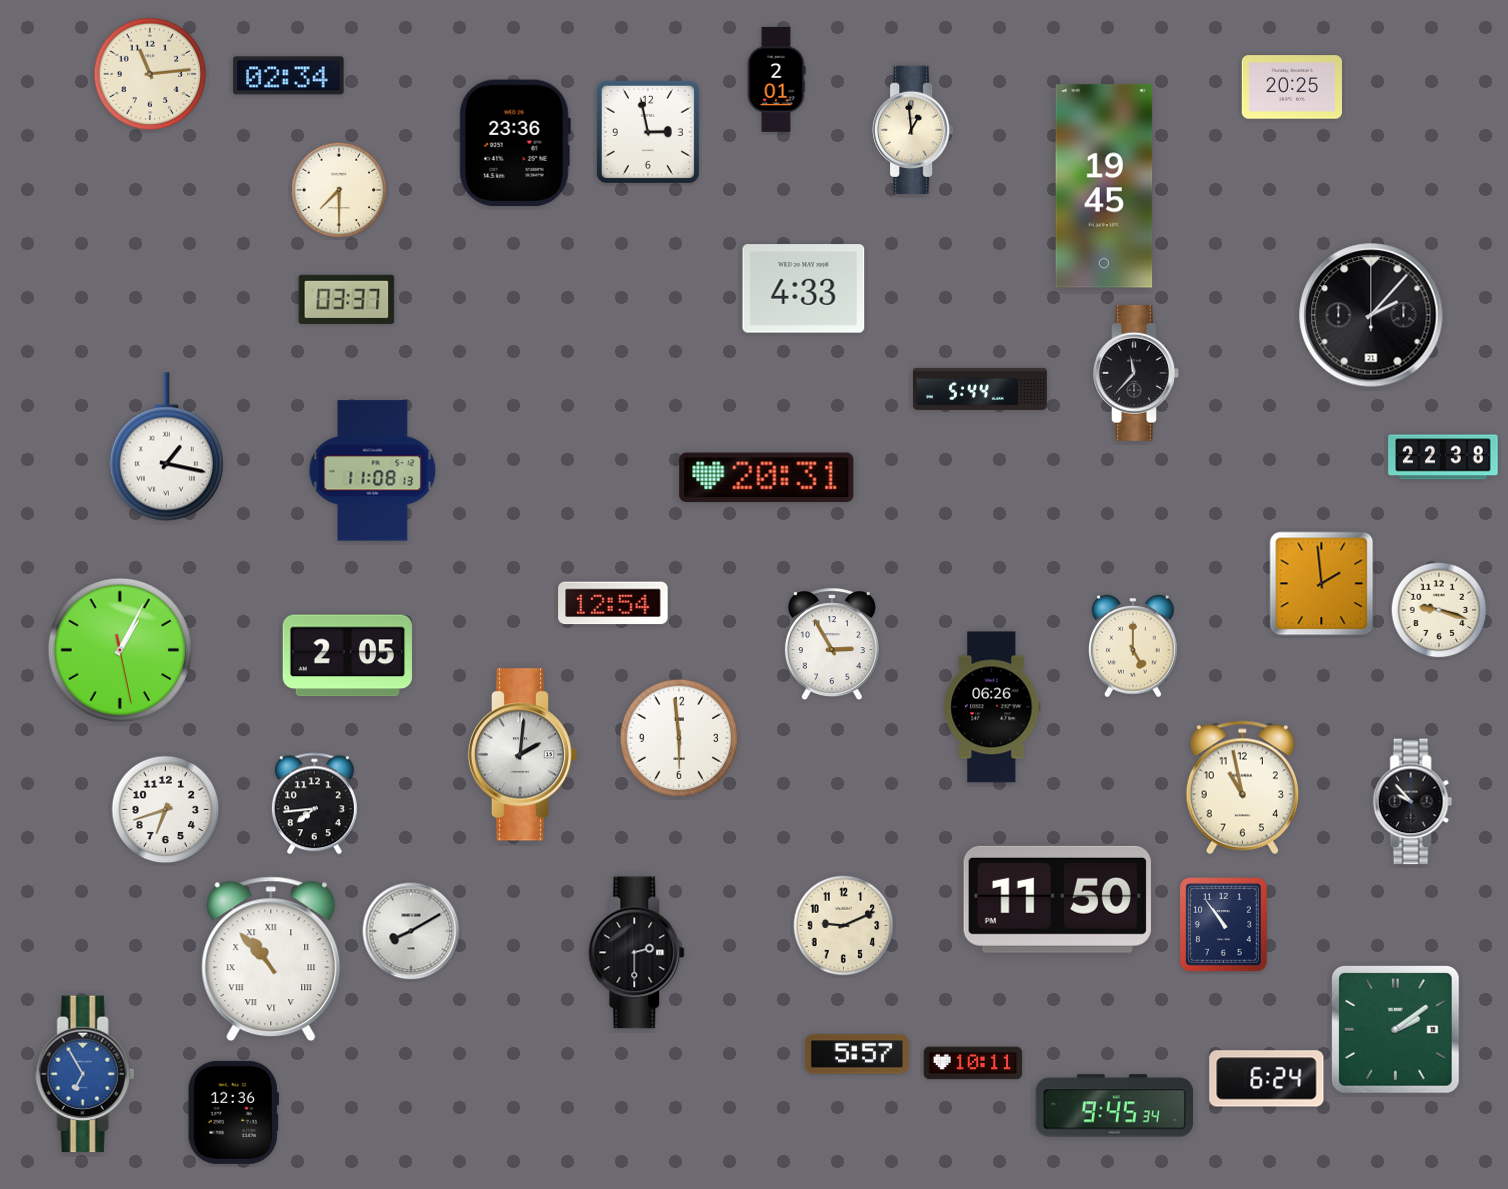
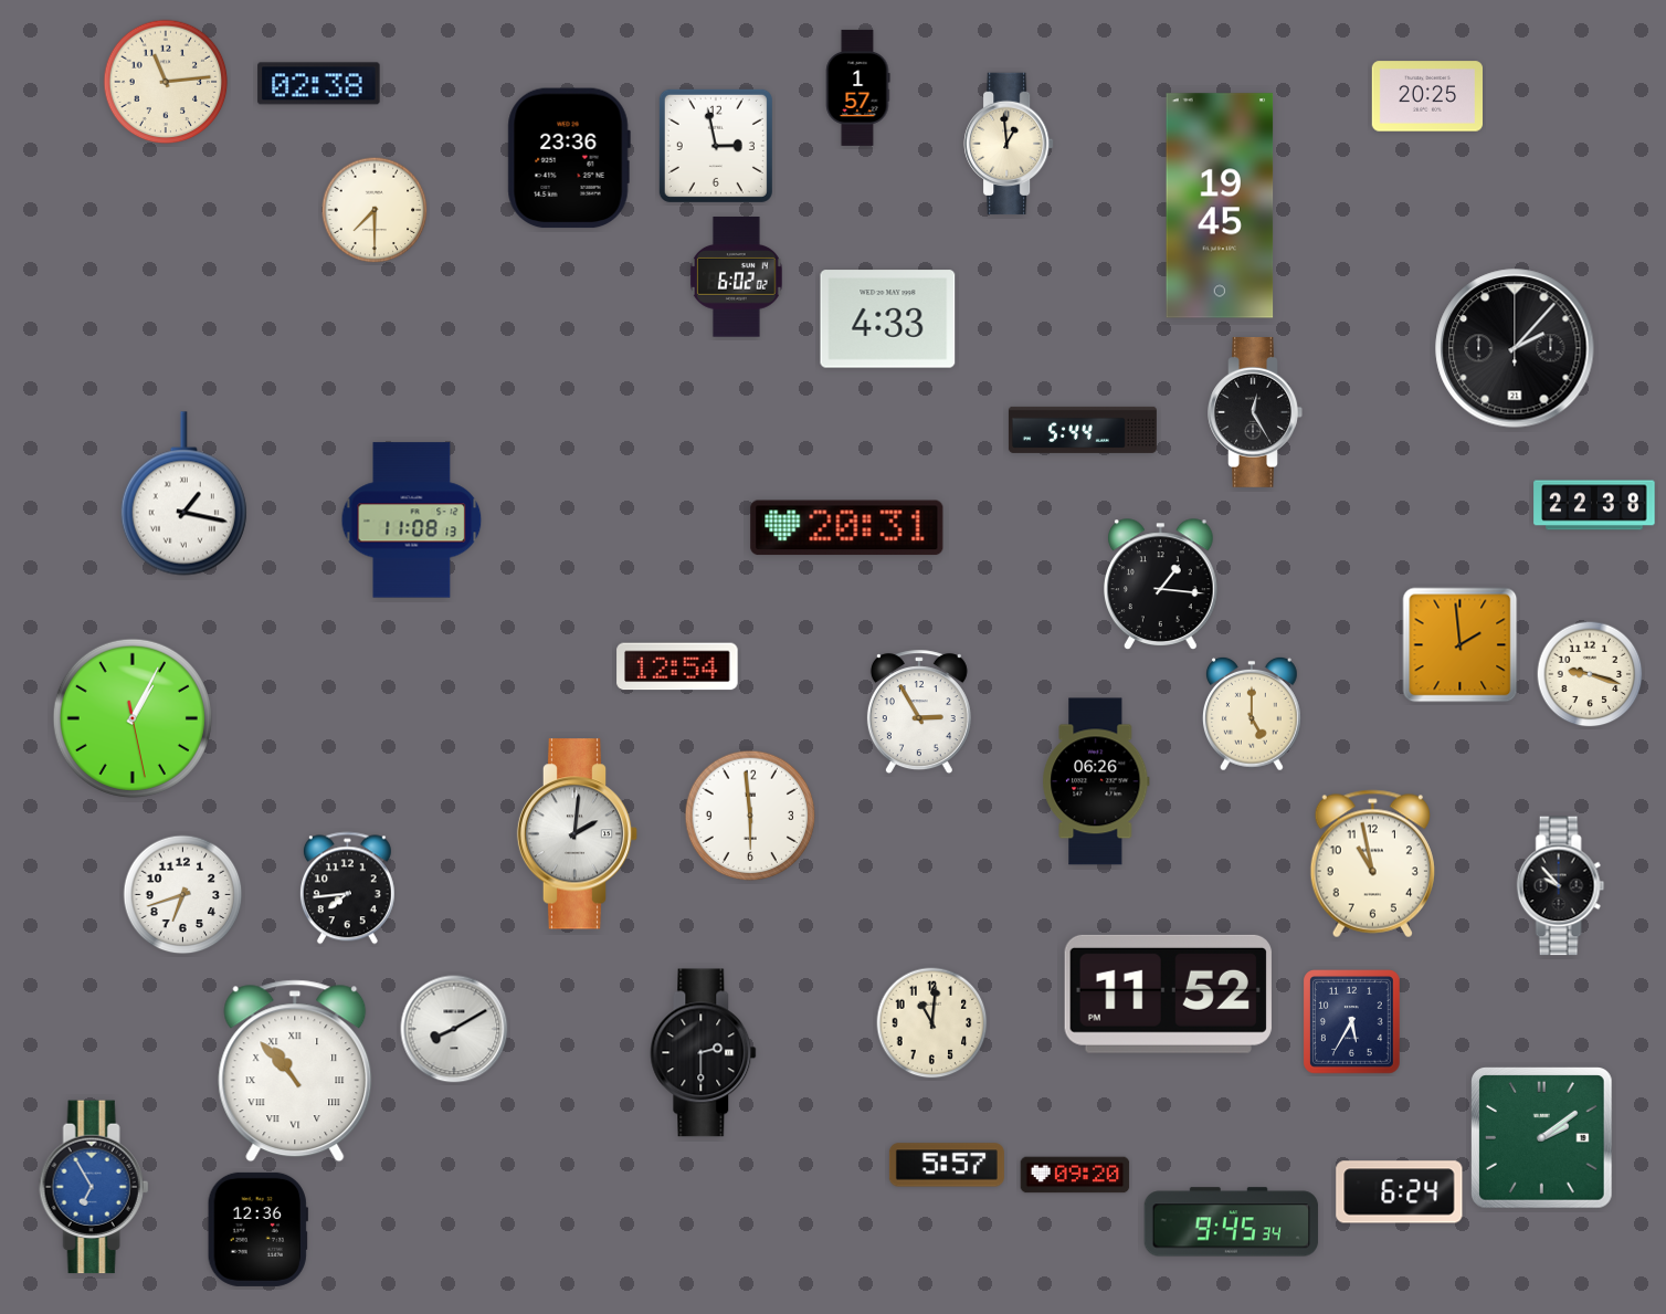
clock at (289, 76): 02:34 -> 02:38
clock at (776, 79): 2:01 -> 1:57
clock at (737, 277): none -> 6:02
clock at (347, 299): 03:37 -> none
clock at (1136, 373): 11:37 -> 12:25
clock at (1161, 585): none -> 1:16
clock at (347, 656): 2:05 -> none
clock at (1242, 788) position: (1242, 788) -> (1372, 864)
clock at (1057, 899): 11:50 -> 11:52
clock at (1224, 925): 10:54 -> 5:35
clock at (844, 926): 9:11 -> 11:01
clock at (271, 959) position: (271, 959) -> (295, 1071)
clock at (973, 1063): 10:11 -> 09:20
